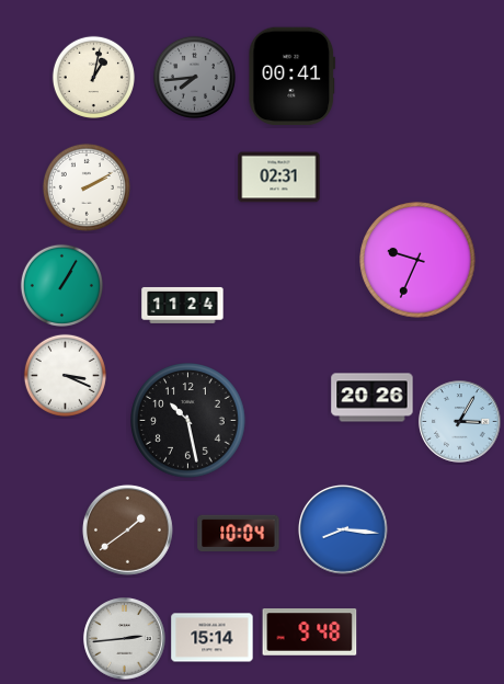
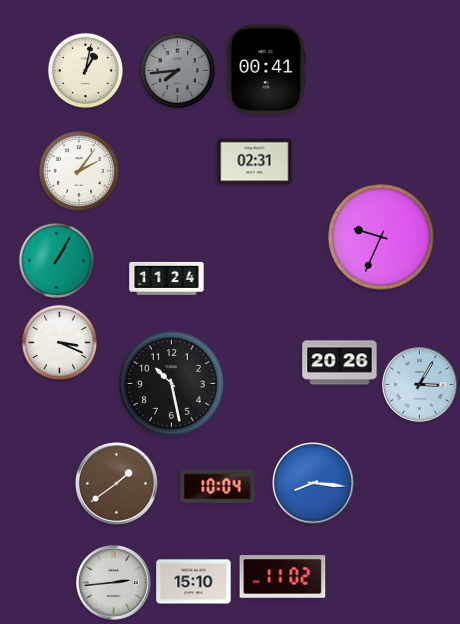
clock at (87, 187): 2:10 -> 2:06
clock at (310, 632): 9:48 -> 11:02
clock at (213, 638): 15:14 -> 15:10
